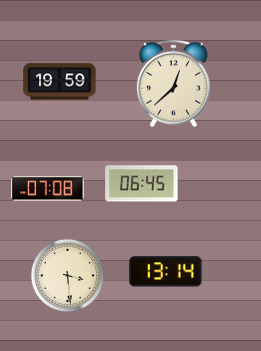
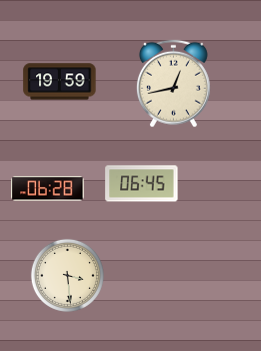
clock at (173, 84): 12:38 -> 12:43
clock at (48, 189): 07:08 -> 06:28
clock at (166, 272): 13:14 -> none
